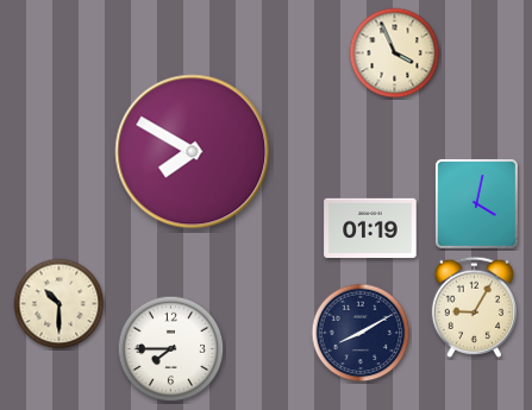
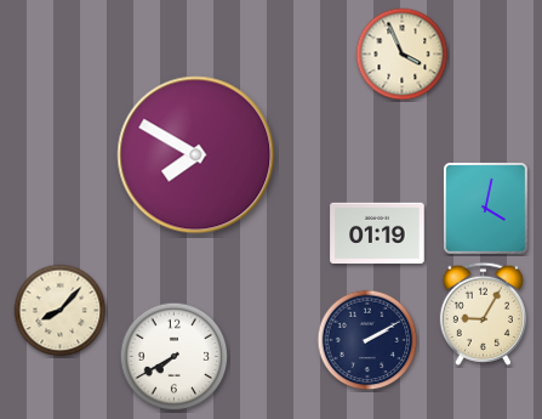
clock at (60, 304): 10:30 -> 8:07
clock at (361, 333): 8:10 -> 2:10
clock at (171, 349): 7:45 -> 7:40
